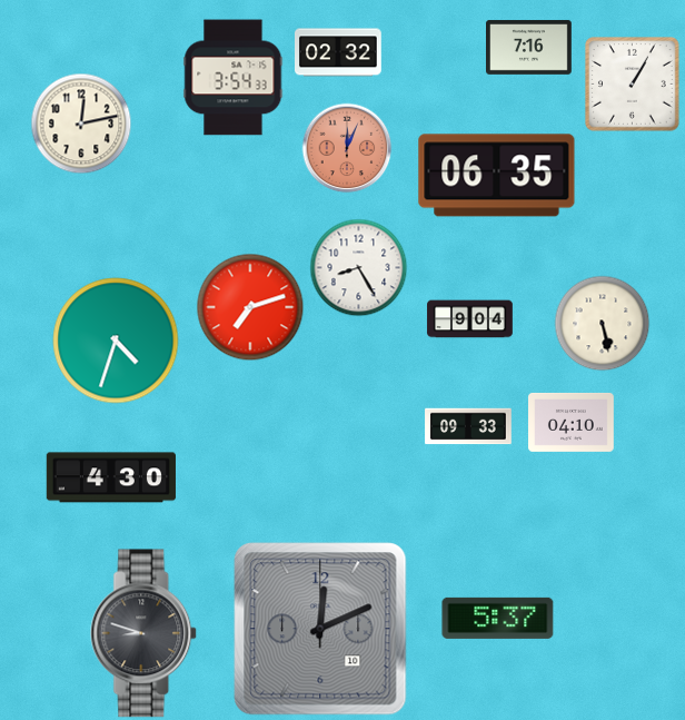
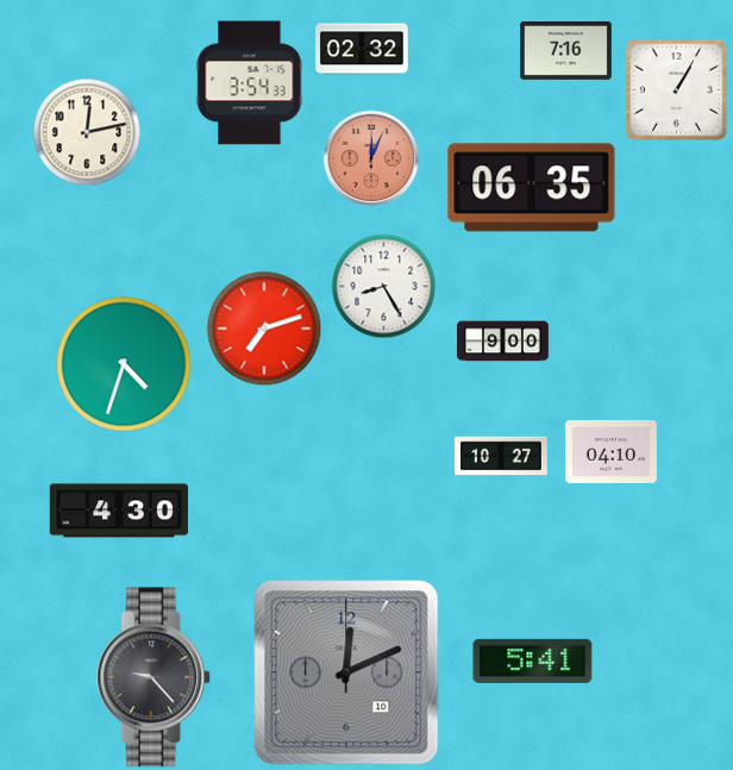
clock at (339, 52) position: (339, 52) -> (363, 49)
clock at (250, 307) position: (250, 307) -> (264, 328)
clock at (470, 319): 9:04 -> 9:00
clock at (602, 323): 5:28 -> none
clock at (468, 426): 09:33 -> 10:27
clock at (498, 618): 5:37 -> 5:41
clock at (320, 629) position: (320, 629) -> (346, 672)
clock at (145, 633): 8:48 -> 9:23
